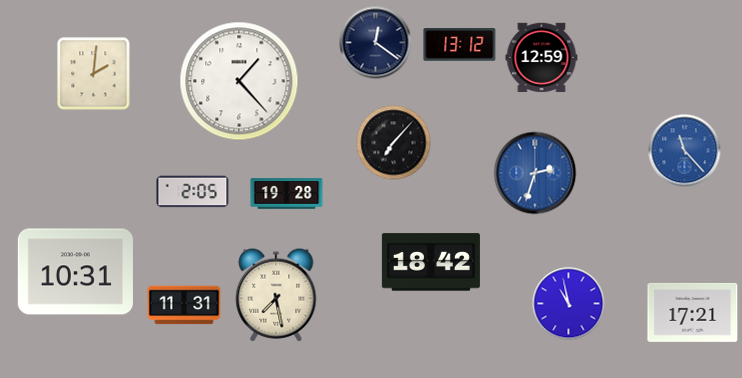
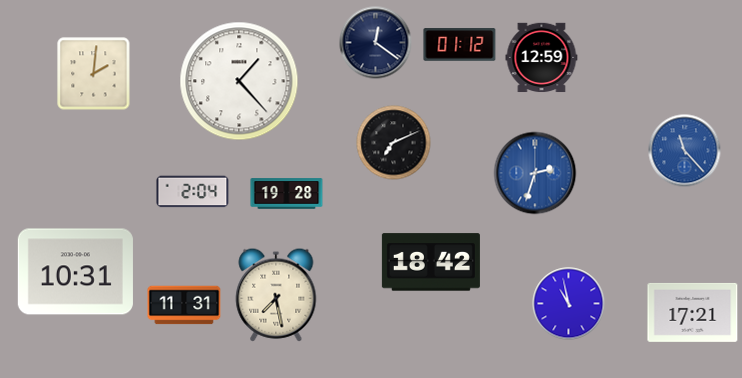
clock at (460, 45): 13:12 -> 01:12
clock at (394, 143): 7:07 -> 7:11
clock at (193, 192): 2:05 -> 2:04
